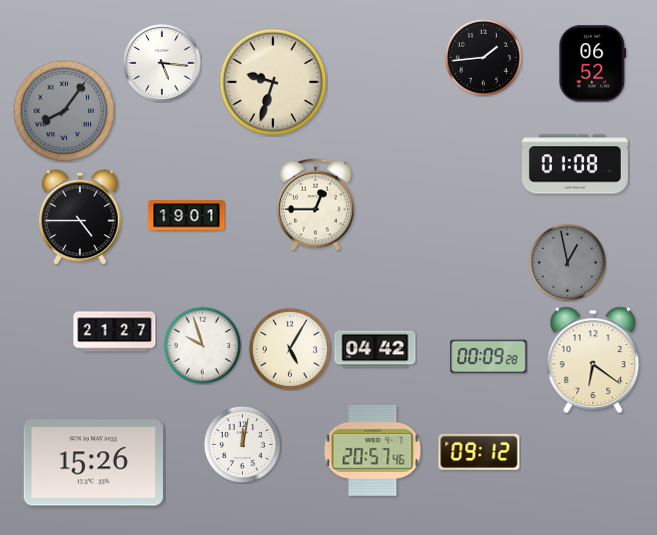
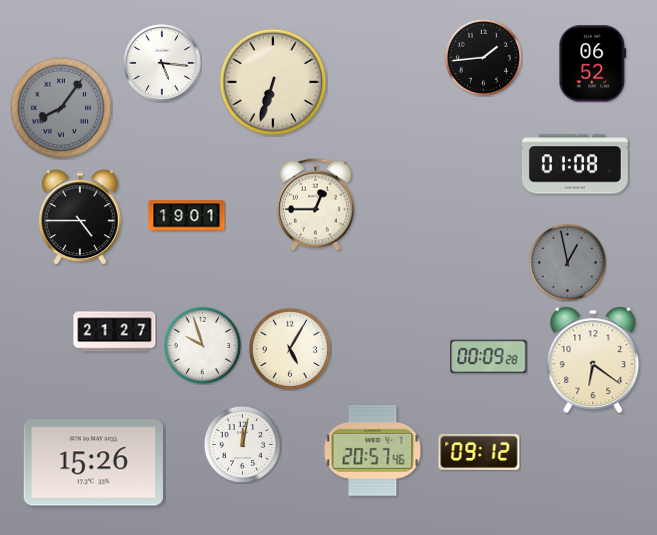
clock at (273, 82): 9:33 -> 6:33
clock at (64, 111) position: (64, 111) -> (61, 108)
clock at (375, 349): 04:42 -> none
